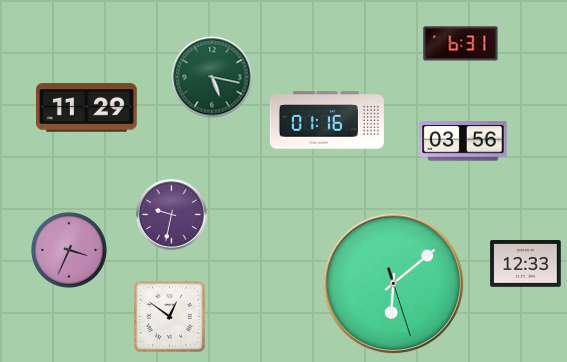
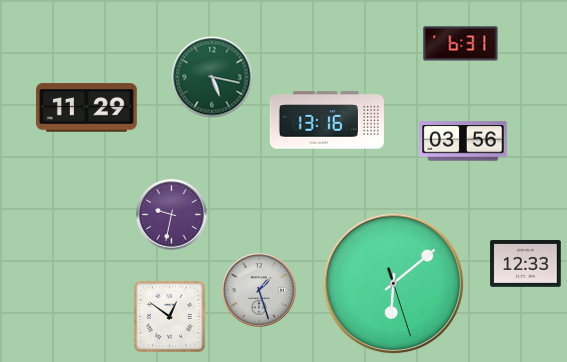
clock at (327, 120): 01:16 -> 13:16
clock at (70, 251): 3:34 -> none
clock at (259, 290): none -> 1:27
